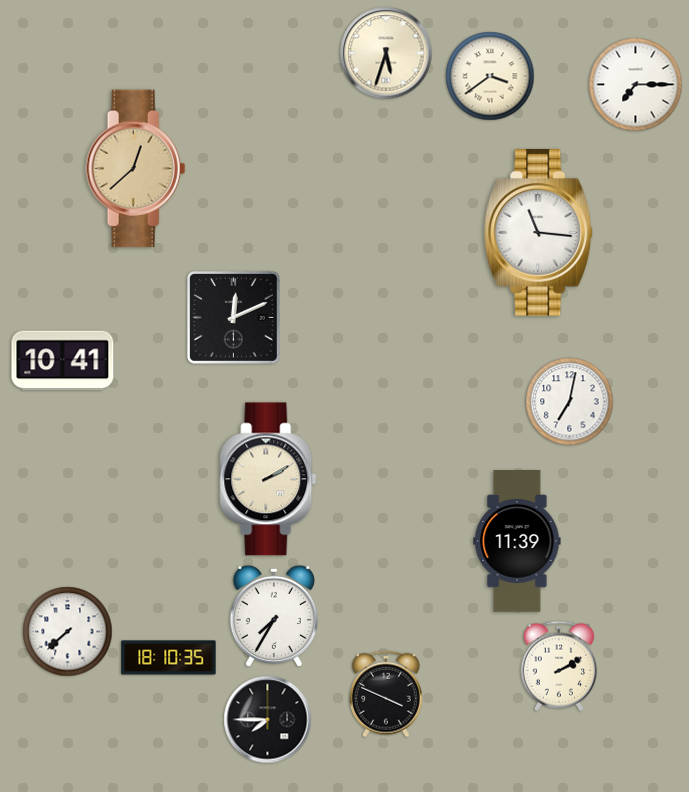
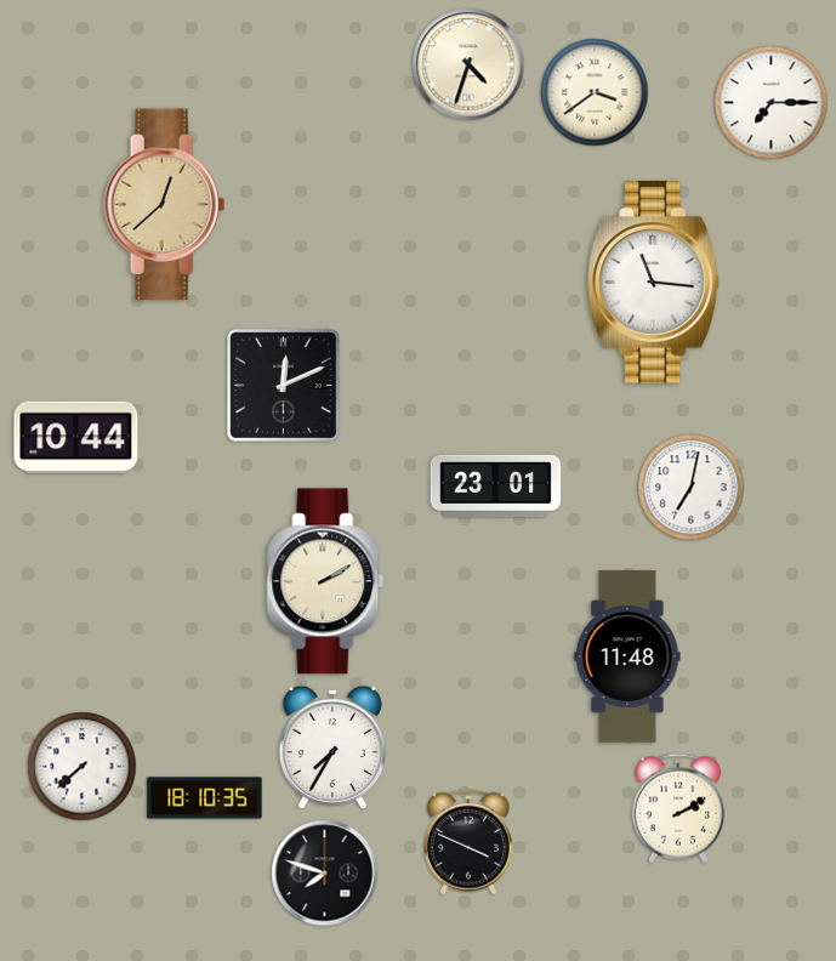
clock at (386, 53): 5:33 -> 4:33
clock at (63, 361): 10:41 -> 10:44
clock at (496, 485): none -> 23:01
clock at (517, 541): 11:39 -> 11:48
clock at (268, 720): 7:45 -> 7:48
